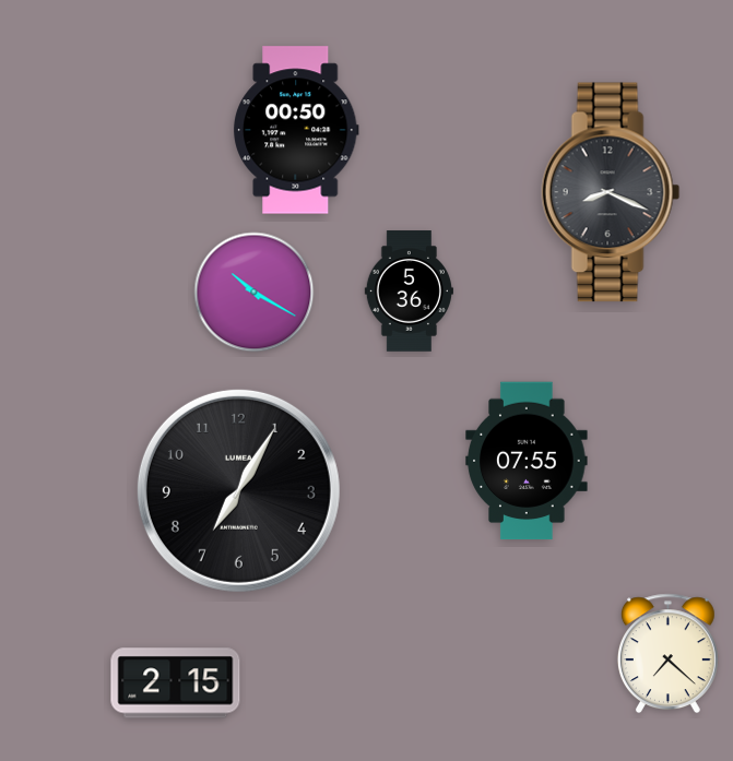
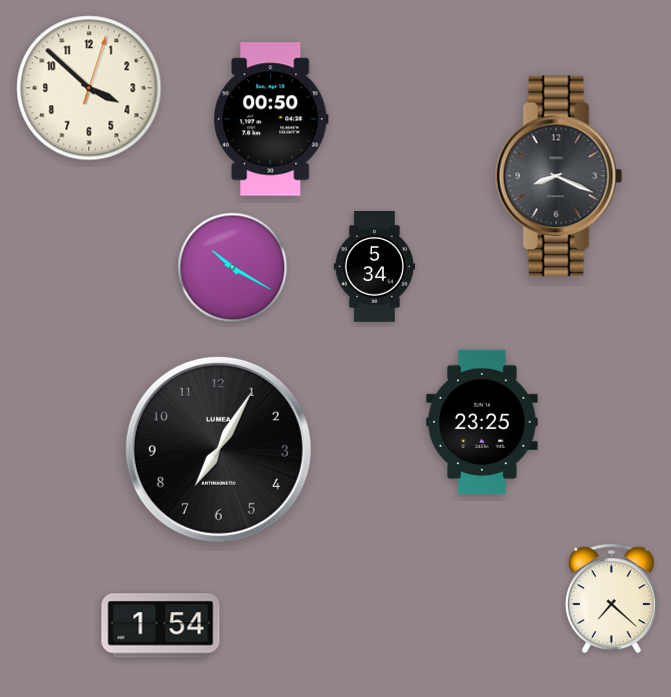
clock at (89, 88): none -> 3:52
clock at (409, 292): 5:36 -> 5:34
clock at (527, 461): 07:55 -> 23:25
clock at (176, 683): 2:15 -> 1:54
